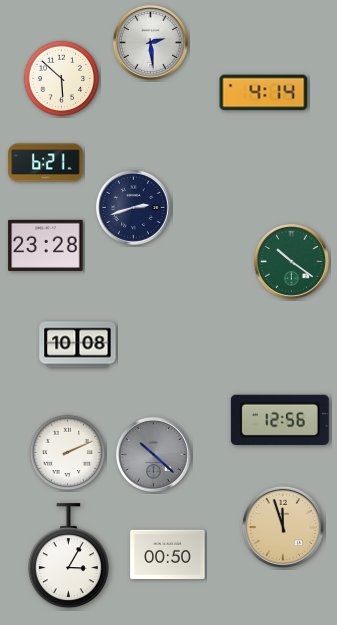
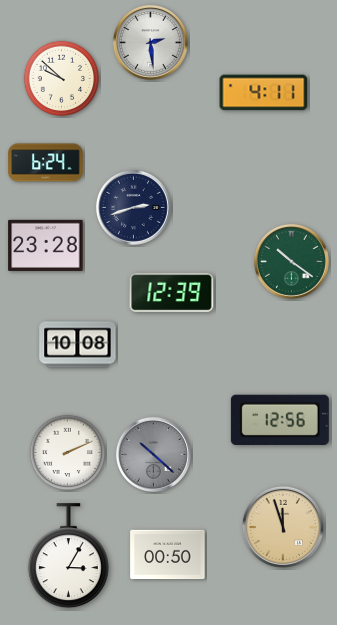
clock at (62, 79): 5:52 -> 9:52
clock at (264, 93): 4:14 -> 4:11
clock at (46, 163): 6:21 -> 6:24
clock at (172, 292): none -> 12:39
